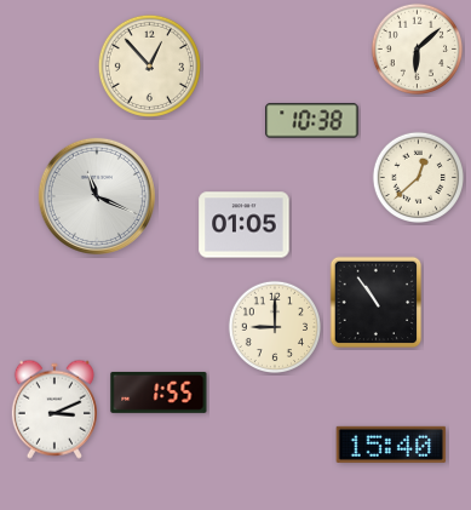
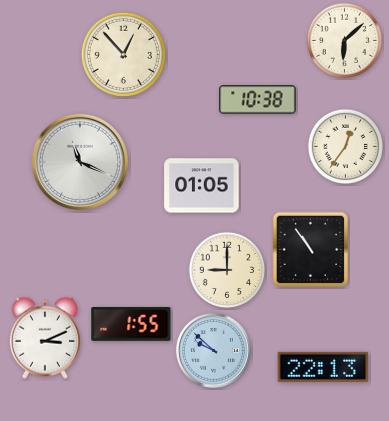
clock at (419, 178): 12:38 -> 12:36
clock at (213, 350): none -> 9:52
clock at (391, 445): 15:40 -> 22:13
